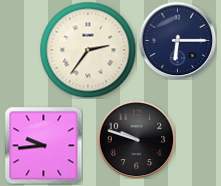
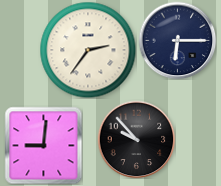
clock at (136, 139): 9:48 -> 9:53
clock at (43, 145): 9:44 -> 9:01
